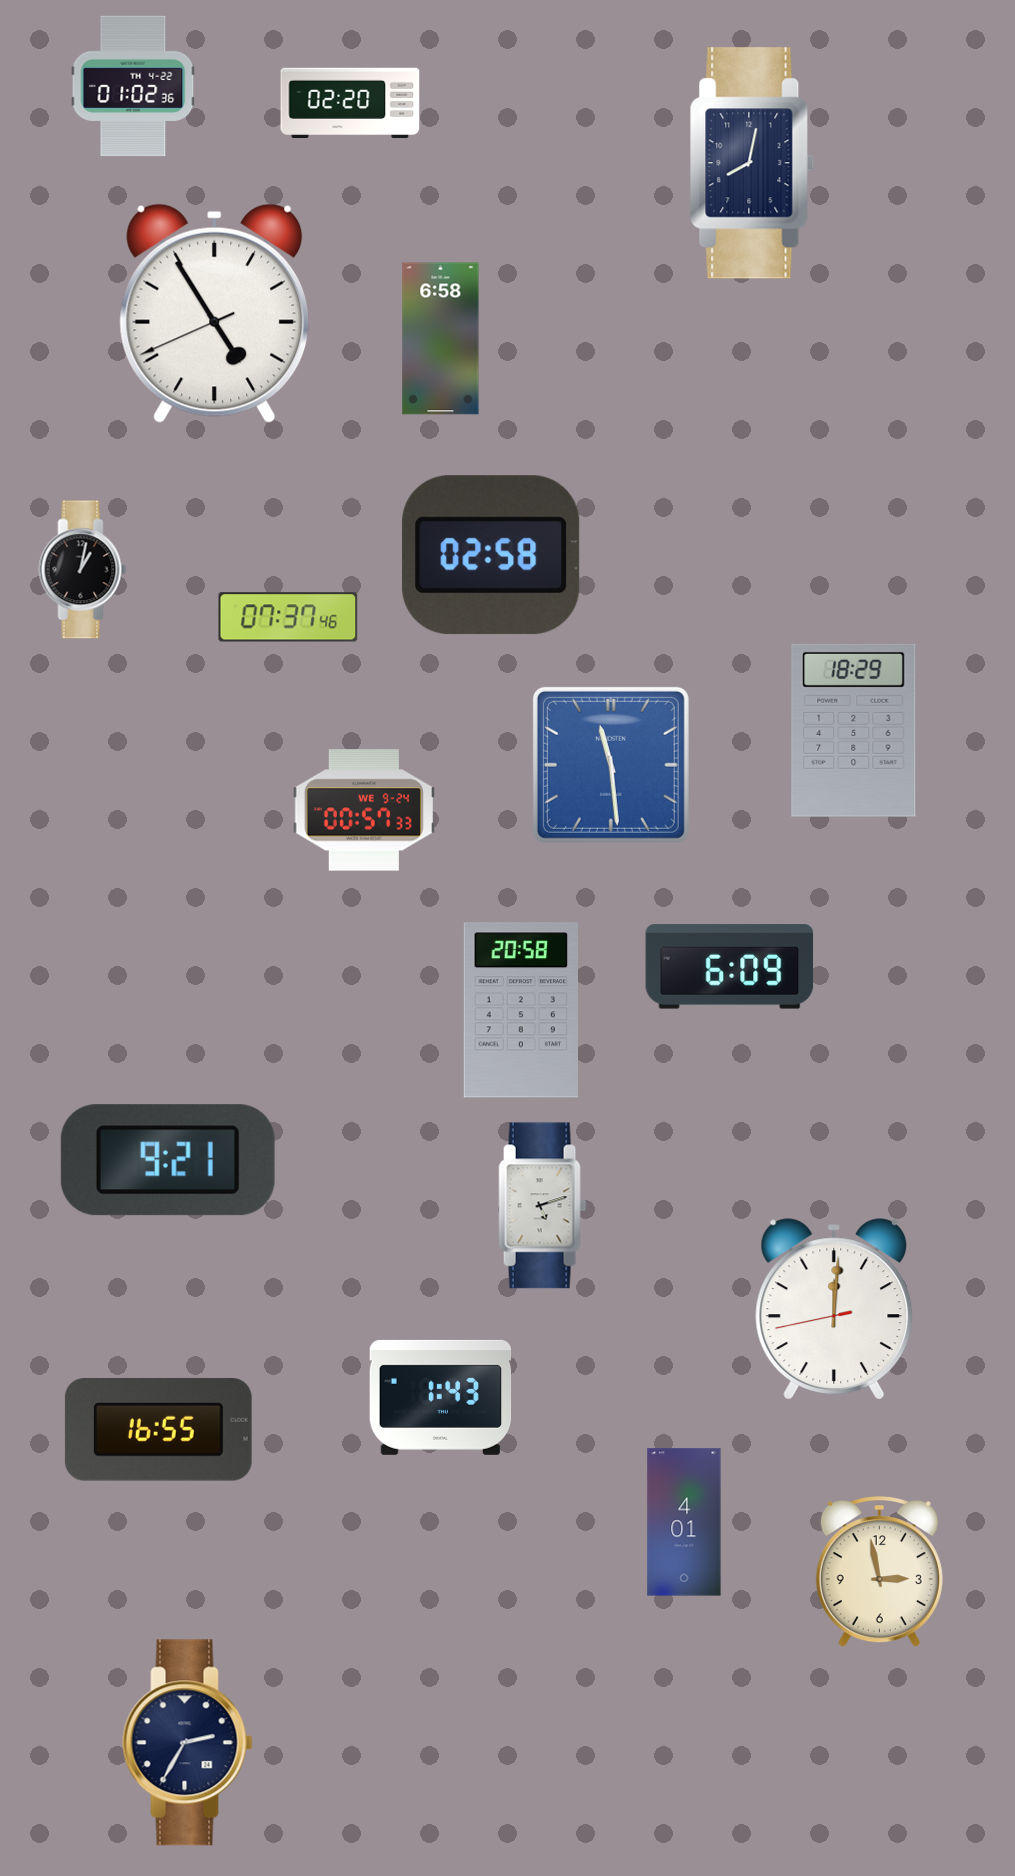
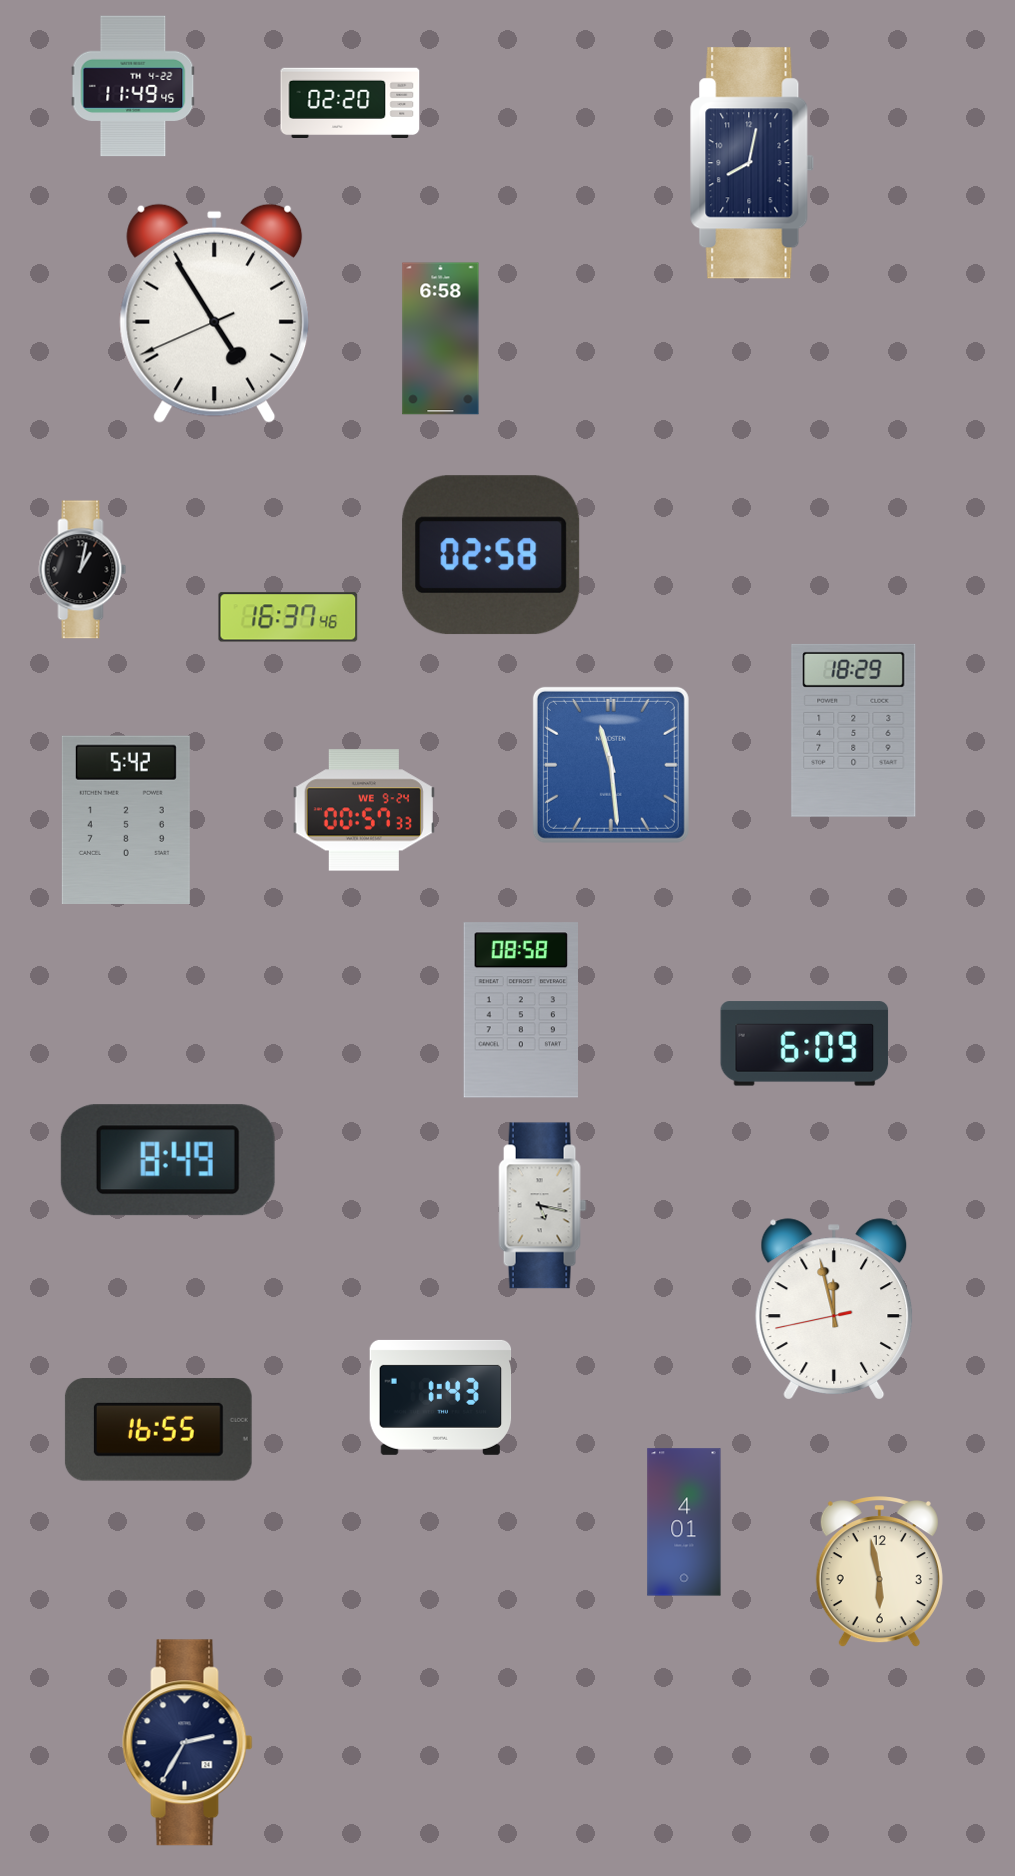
clock at (133, 86): 01:02 -> 11:49
clock at (288, 617): 07:37 -> 16:37
clock at (126, 820): none -> 5:42
clock at (730, 967) position: (730, 967) -> (805, 1044)
clock at (520, 1010): 20:58 -> 08:58
clock at (168, 1160): 9:21 -> 8:49
clock at (543, 1206): 5:12 -> 5:17
clock at (834, 1309): 12:00 -> 11:57
clock at (879, 1572): 2:58 -> 5:58
